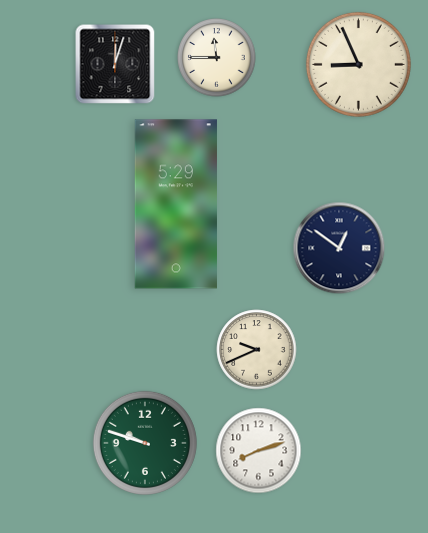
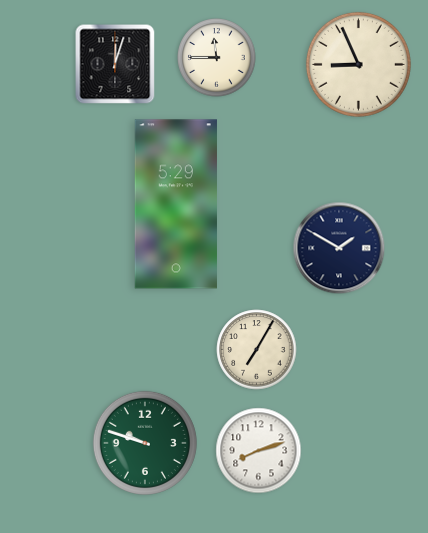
clock at (339, 248): 12:51 -> 1:50
clock at (257, 350): 9:41 -> 7:05
